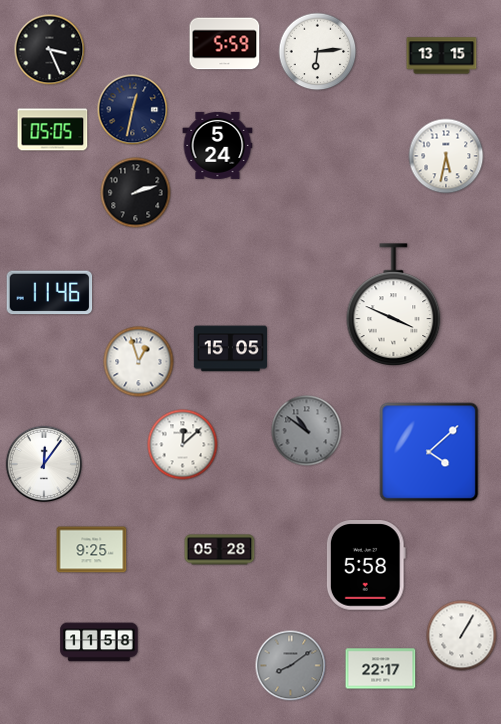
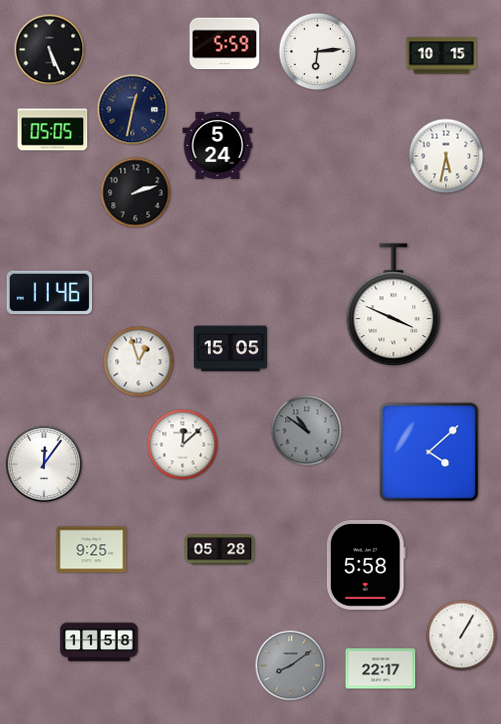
clock at (50, 50): 3:26 -> 5:26
clock at (442, 56): 13:15 -> 10:15
